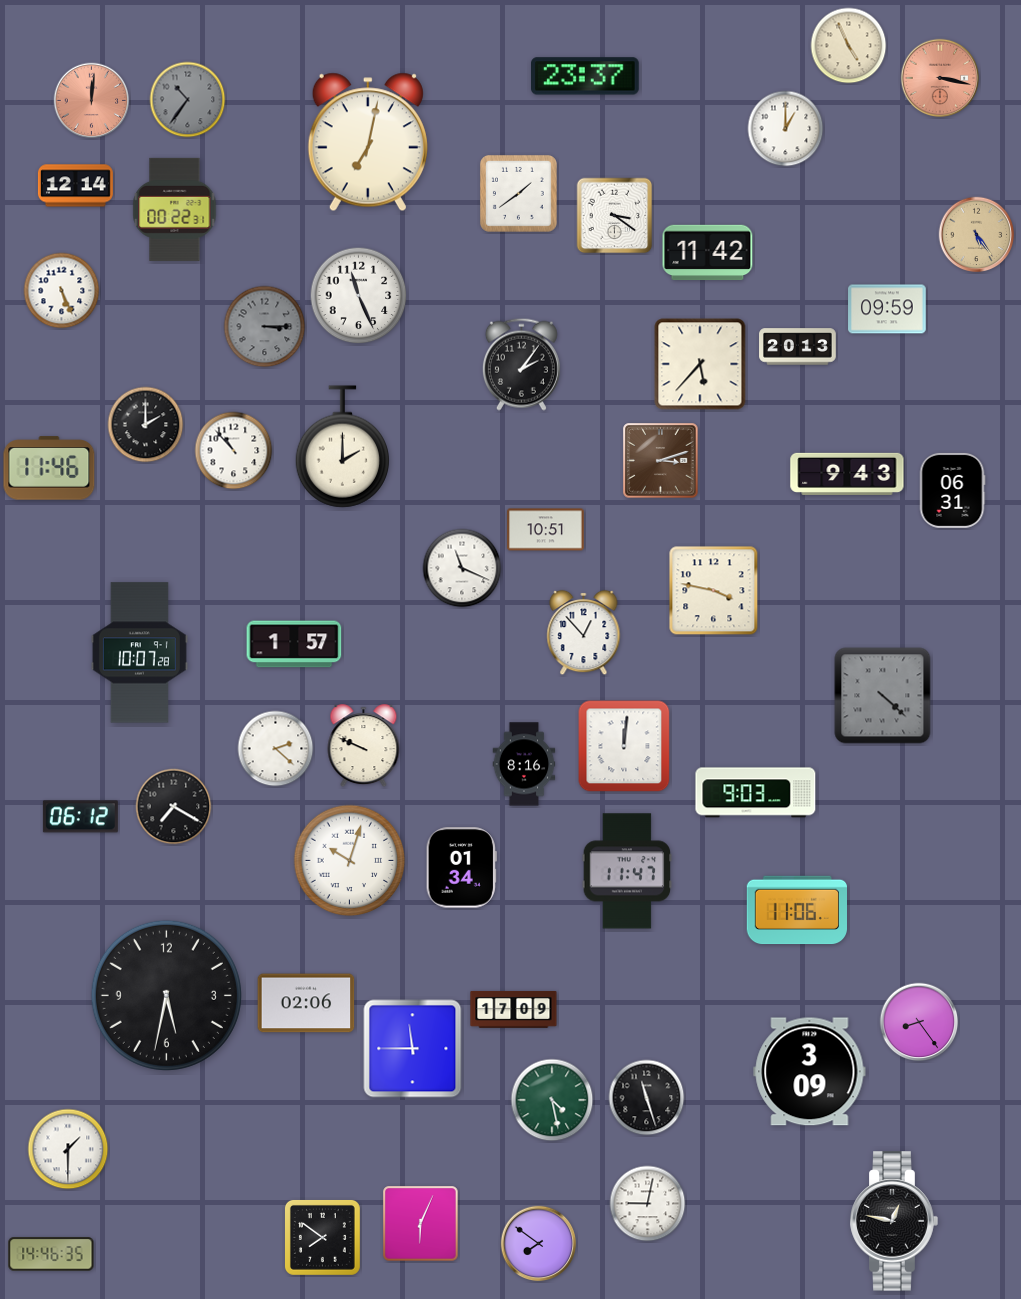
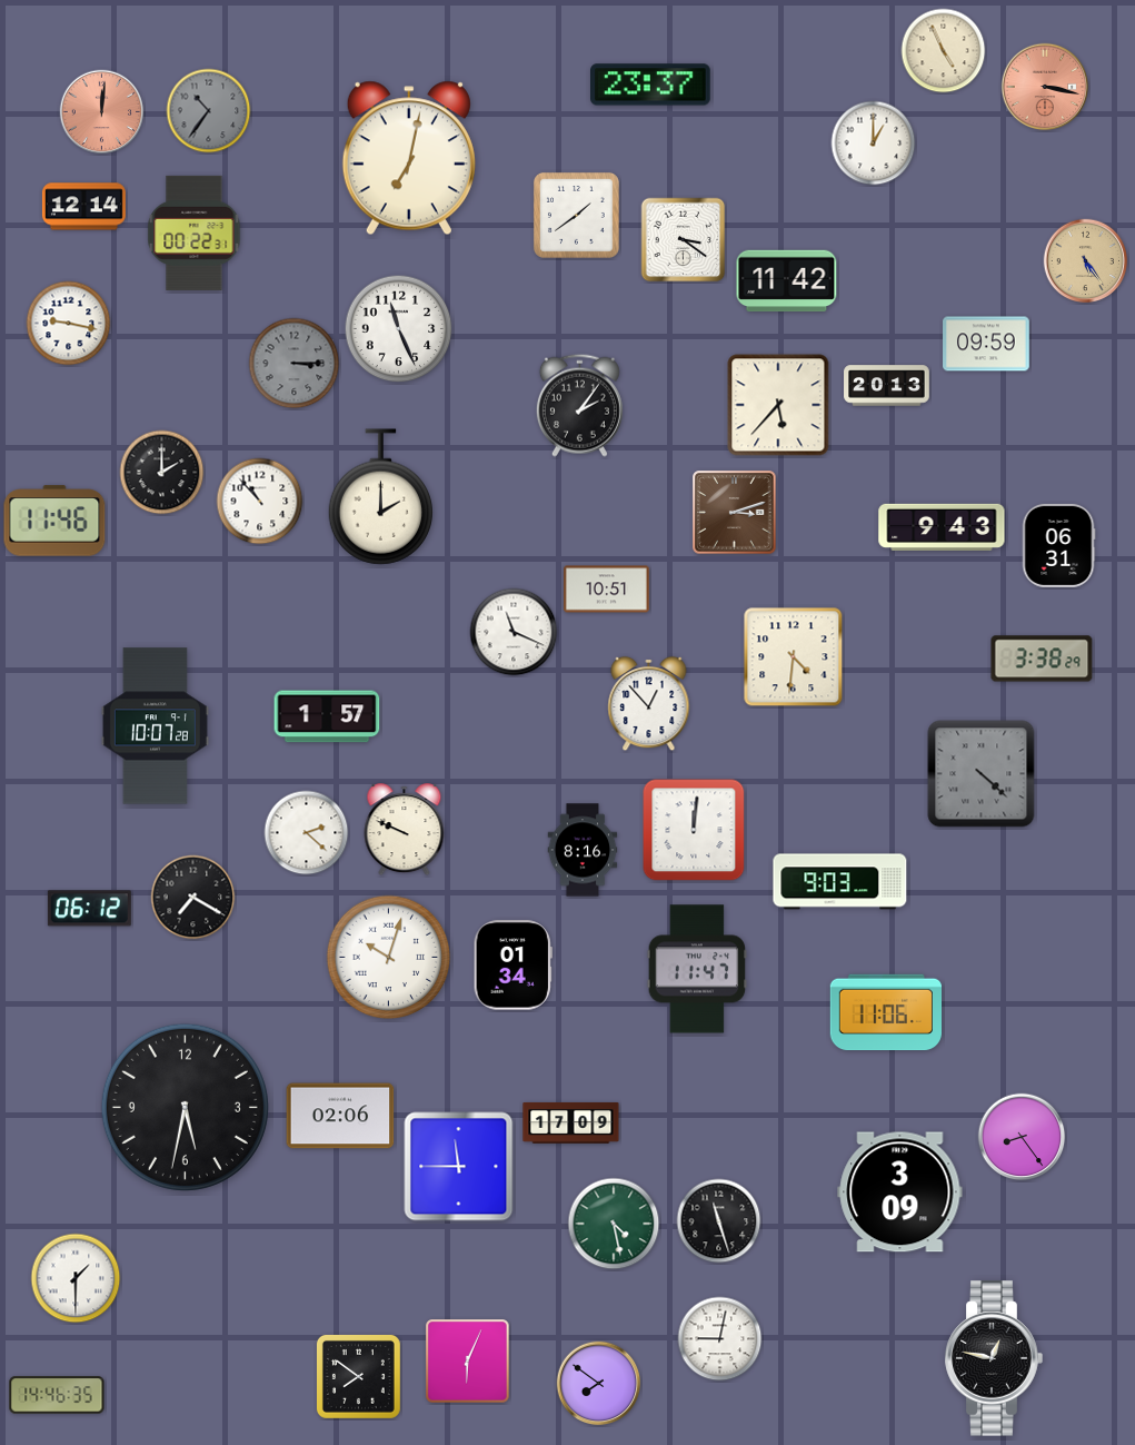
clock at (62, 291): 5:26 -> 9:17
clock at (714, 591): 3:47 -> 4:31
clock at (1042, 659): none -> 3:38
